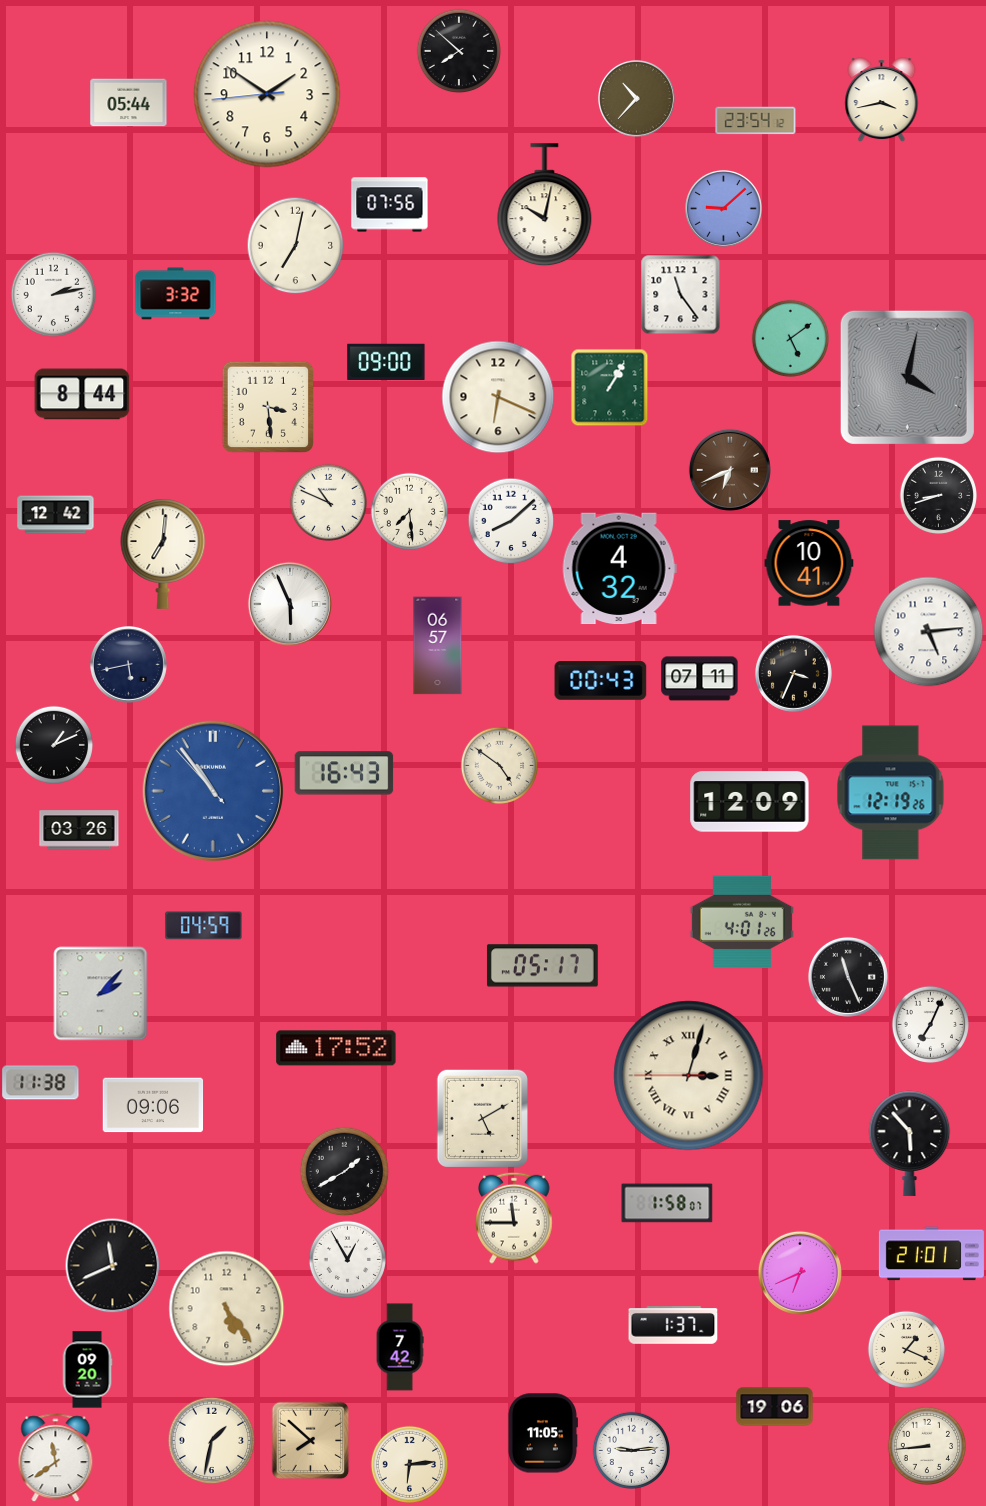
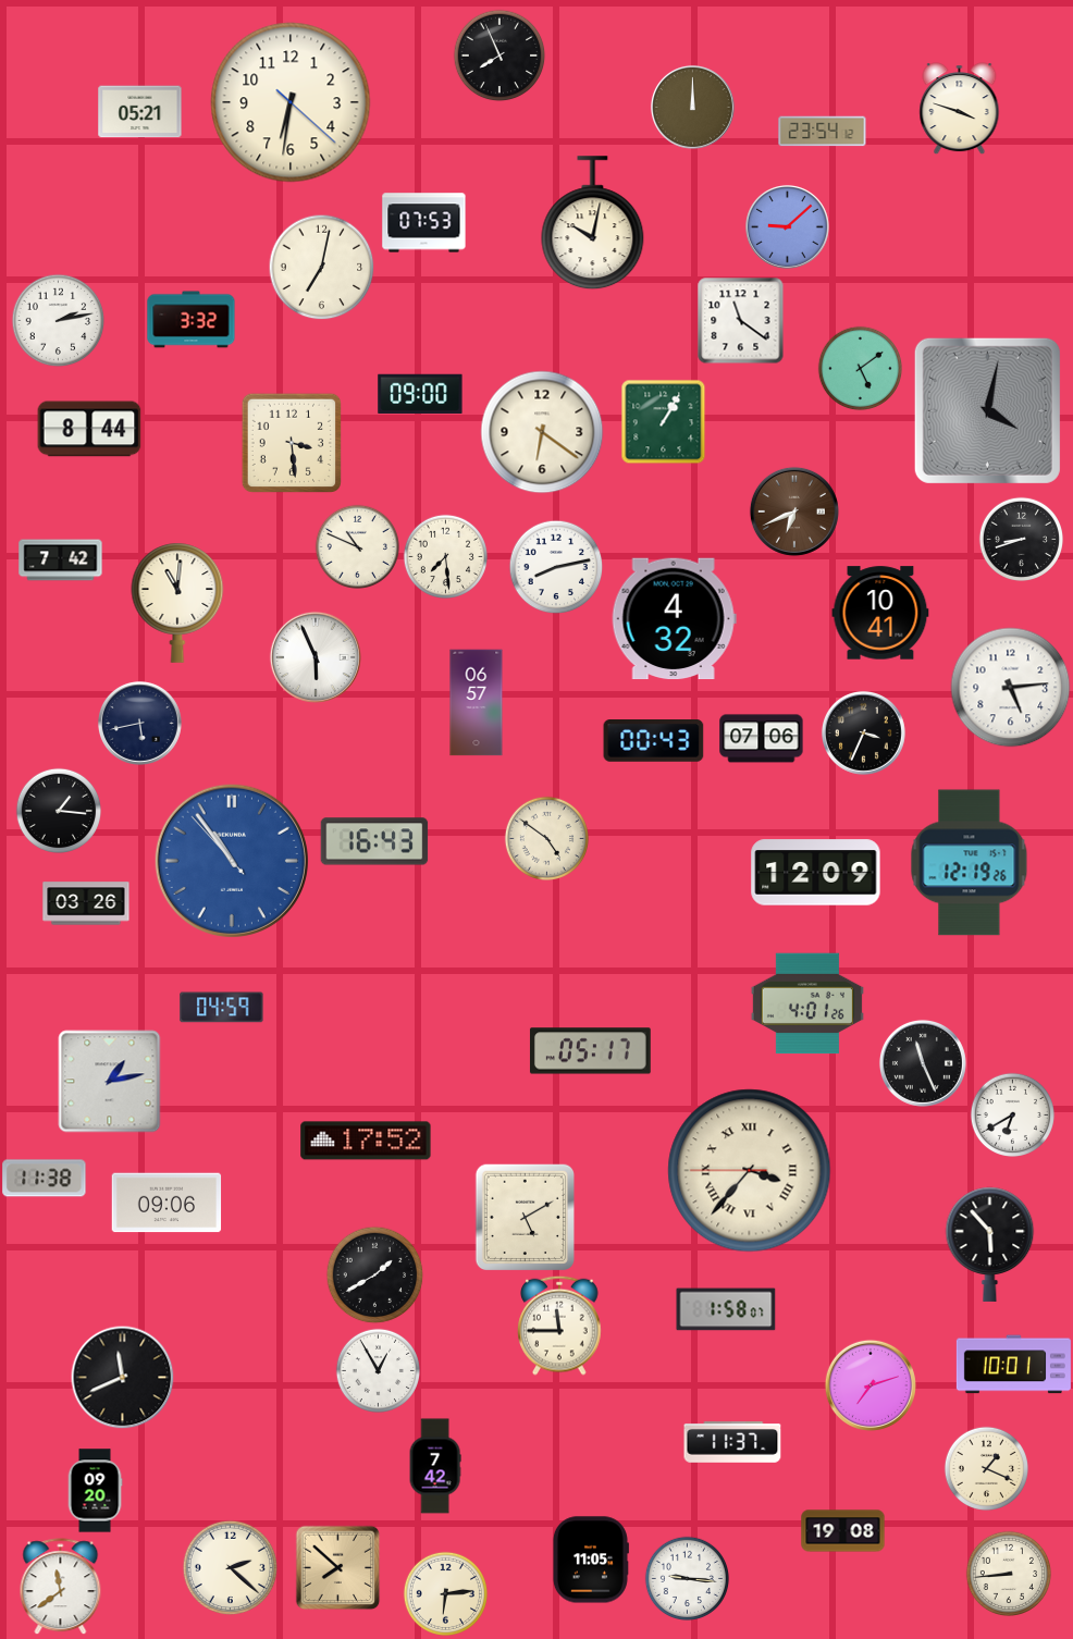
clock at (459, 51): 7:52 -> 7:56
clock at (267, 94): 1:50 -> 6:31
clock at (636, 98): 10:37 -> 12:00
clock at (882, 100): 3:43 -> 3:48
clock at (129, 103): 05:44 -> 05:21
clock at (390, 205): 07:56 -> 07:53
clock at (681, 295): 11:24 -> 11:21
clock at (498, 397): 6:19 -> 6:21
clock at (56, 515): 12:42 -> 7:42
clock at (511, 521): 8:08 -> 8:13
clock at (163, 554): 7:01 -> 11:01
clock at (700, 679): 07:11 -> 07:06
clock at (53, 744): 1:11 -> 1:16
clock at (499, 765) position: (499, 765) -> (546, 838)
clock at (101, 994): 2:07 -> 1:13
clock at (930, 1024): 7:04 -> 6:40
clock at (689, 1076): 3:02 -> 3:36
clock at (931, 1254): 21:01 -> 10:01
clock at (800, 1273): 6:41 -> 7:12
clock at (227, 1309): 5:24 -> none
clock at (673, 1325): 1:37 -> 11:37
clock at (775, 1407): 19:06 -> 19:08
clock at (211, 1440): 1:32 -> 2:22
clock at (631, 1450): 9:14 -> 9:16
